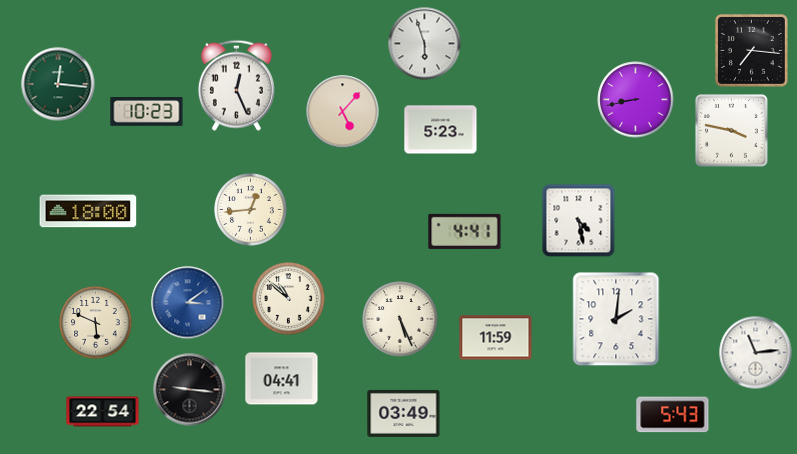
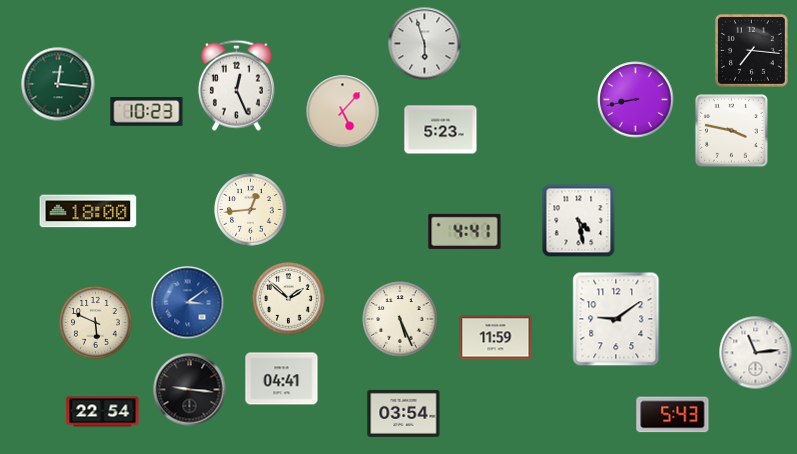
clock at (289, 299): 10:52 -> 1:52
clock at (616, 319): 2:01 -> 9:09
clock at (404, 413): 03:49 -> 03:54
